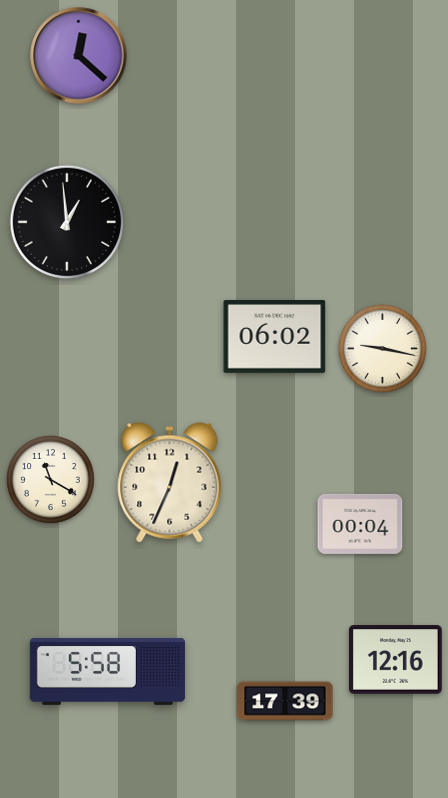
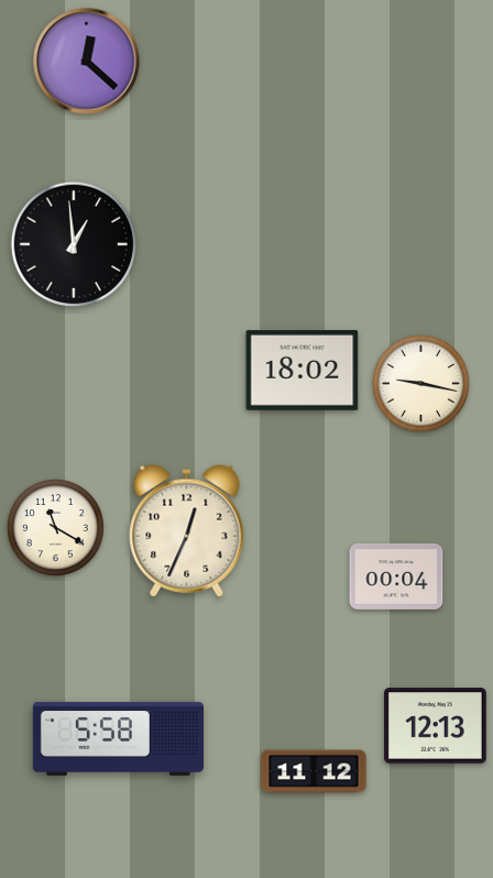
clock at (275, 337): 06:02 -> 18:02
clock at (396, 660): 12:16 -> 12:13
clock at (285, 701): 17:39 -> 11:12
